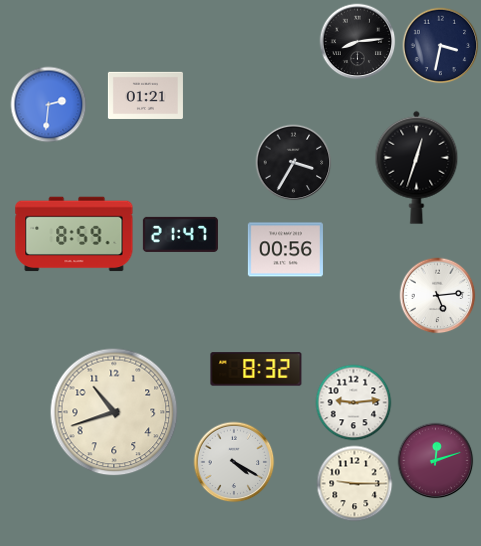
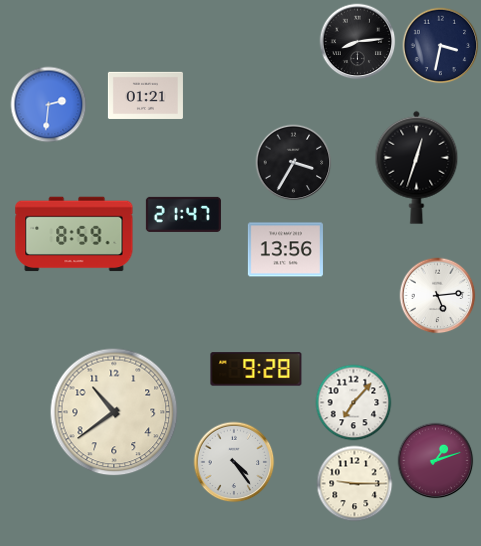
clock at (180, 234) position: (180, 234) -> (183, 214)
clock at (285, 250): 00:56 -> 13:56
clock at (256, 369): 8:32 -> 9:28
clock at (354, 403): 9:14 -> 7:07
clock at (114, 412): 10:42 -> 10:39
clock at (436, 461): 12:12 -> 1:12
clock at (234, 462): 4:20 -> 4:24
